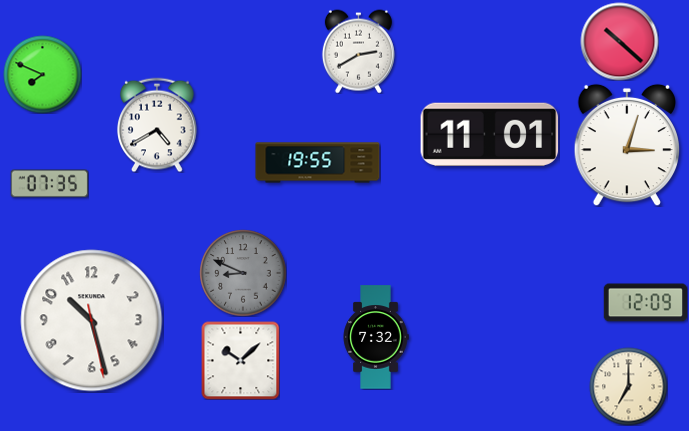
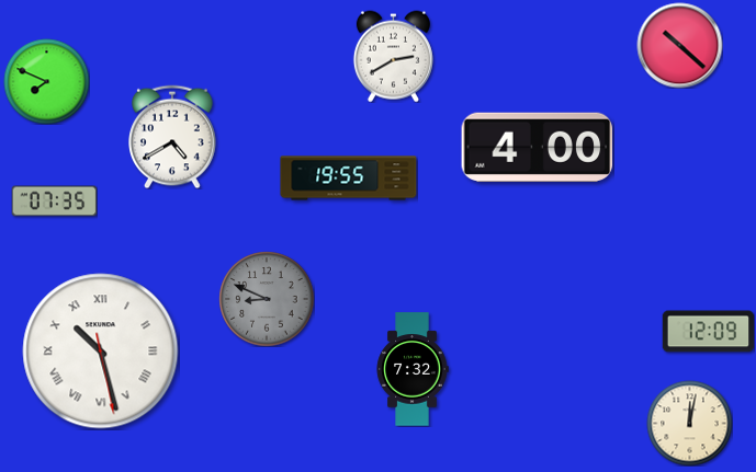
clock at (490, 134): 11:01 -> 4:00
clock at (626, 145): 3:03 -> none
clock at (92, 321) numerals: Arabic -> Roman
clock at (240, 360): 10:08 -> none
clock at (628, 386): 7:00 -> 12:02
